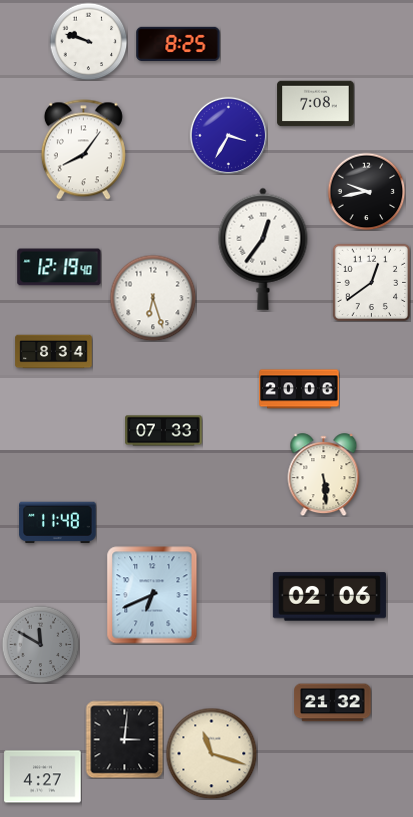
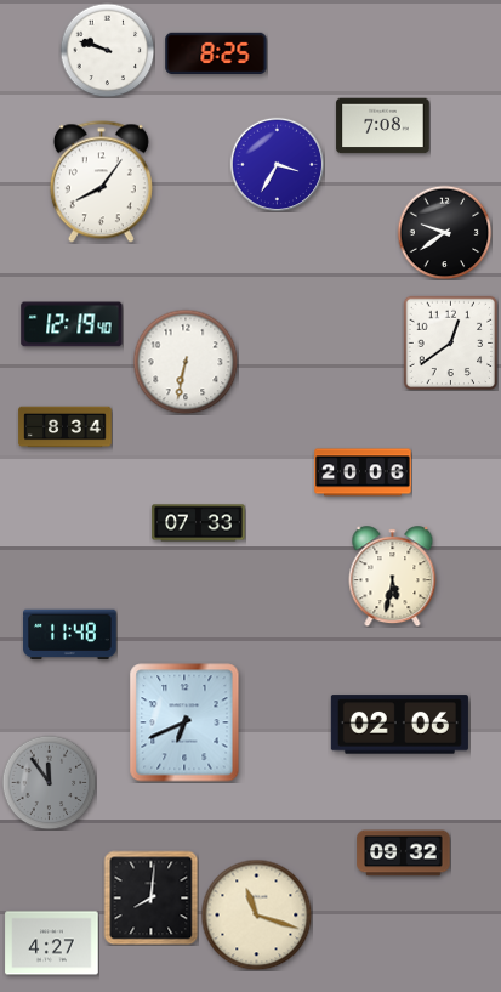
clock at (366, 191): 9:43 -> 9:39
clock at (263, 249): 12:36 -> none
clock at (153, 298): 6:27 -> 6:32
clock at (324, 475): 5:29 -> 5:32
clock at (40, 644): 11:50 -> 11:54
clock at (333, 703): 21:32 -> 09:32
clock at (124, 739): 3:01 -> 8:01
